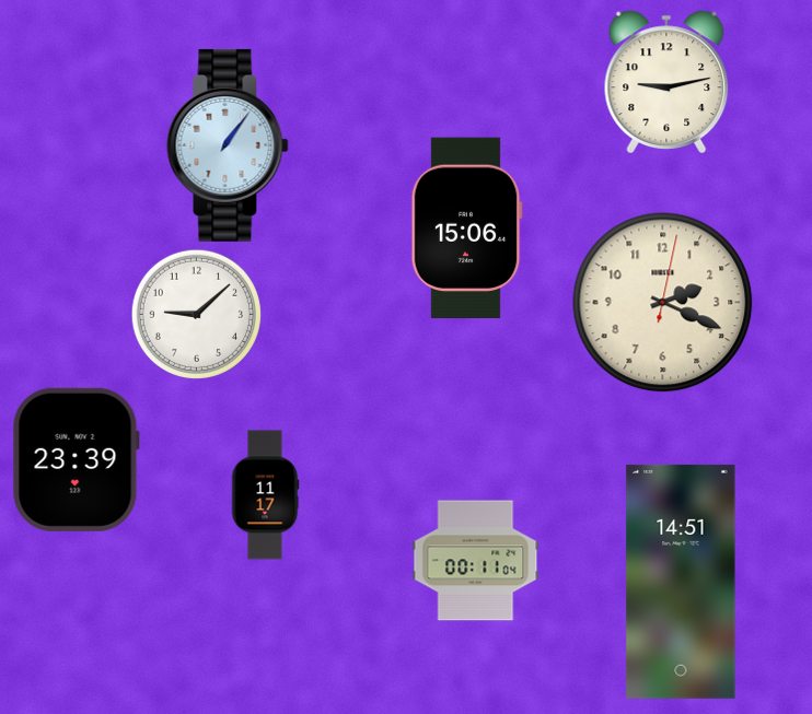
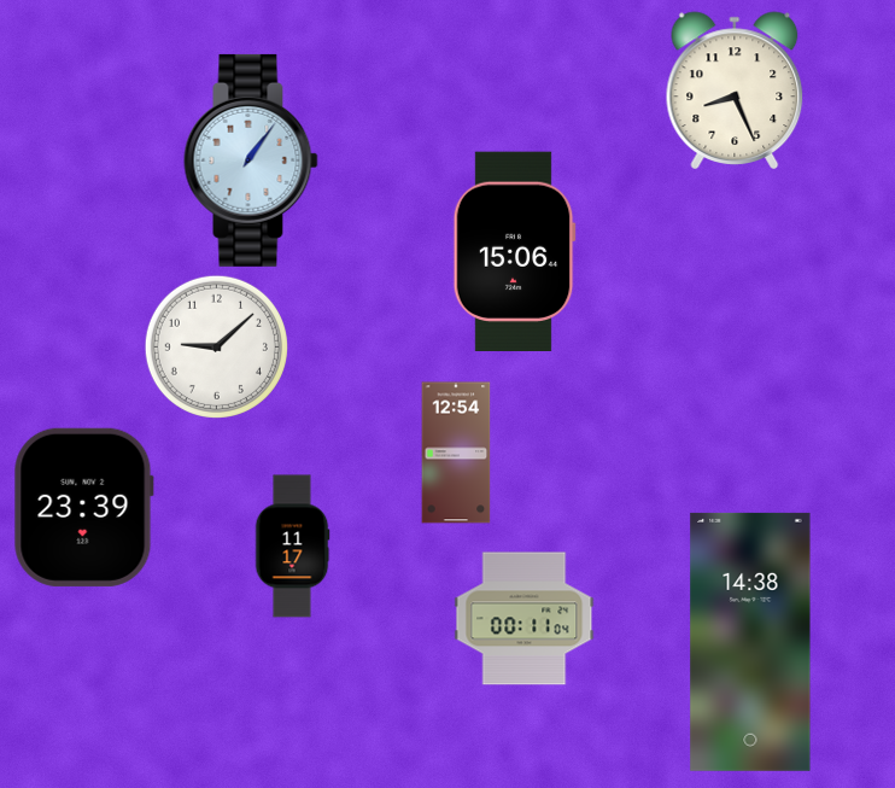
clock at (666, 82): 9:13 -> 8:26
clock at (663, 303): 2:19 -> none
clock at (456, 453): none -> 12:54
clock at (681, 582): 14:51 -> 14:38
